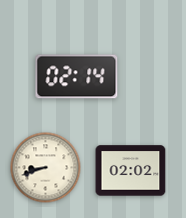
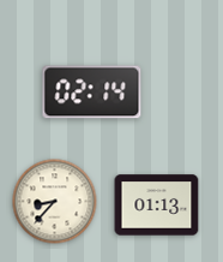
clock at (46, 168): 8:42 -> 8:37
clock at (131, 171): 02:02 -> 01:13
